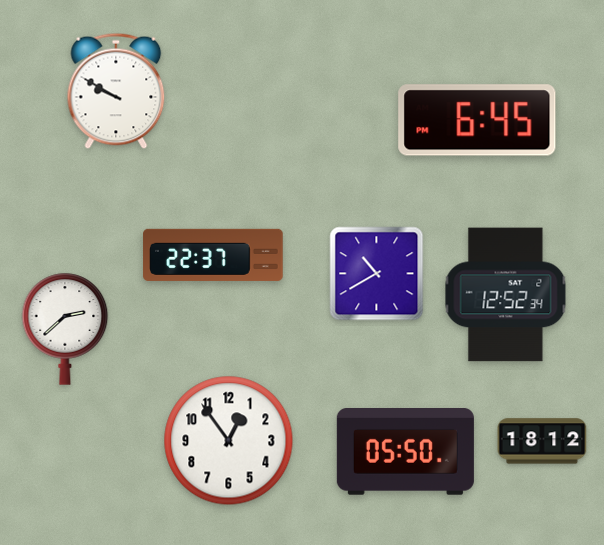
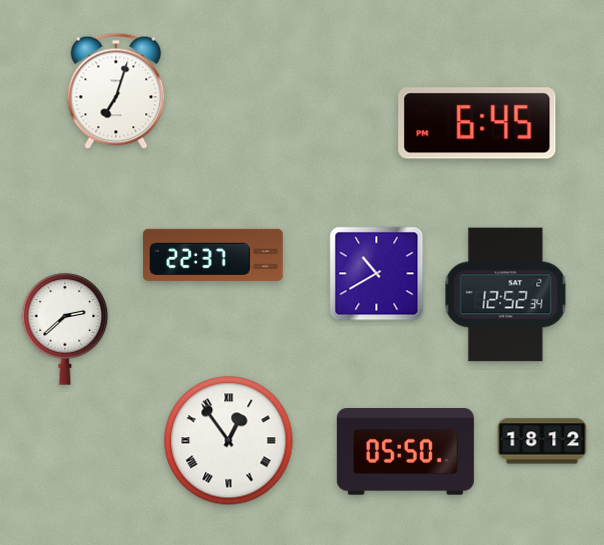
clock at (116, 91): 9:50 -> 7:03
clock at (477, 120) position: (477, 120) -> (477, 123)
clock at (229, 441) numerals: Arabic -> Roman
